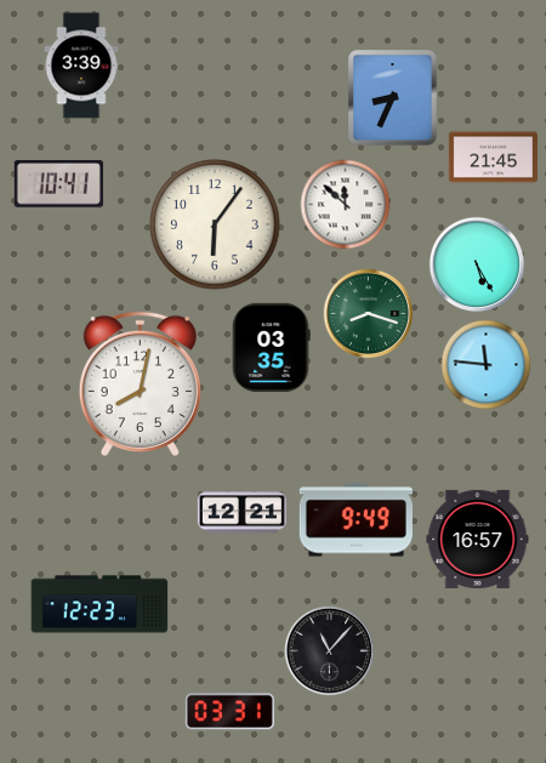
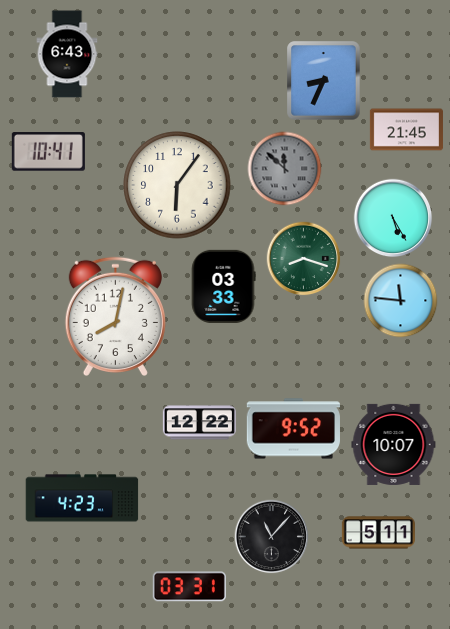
clock at (81, 66): 3:39 -> 6:43
clock at (346, 205) dial: white -> grey
clock at (271, 347): 03:35 -> 03:33
clock at (241, 513): 12:21 -> 12:22
clock at (356, 520): 9:49 -> 9:52
clock at (478, 539): 16:57 -> 10:07
clock at (99, 604): 12:23 -> 4:23
clock at (378, 533): none -> 5:11
